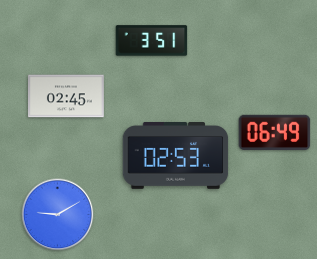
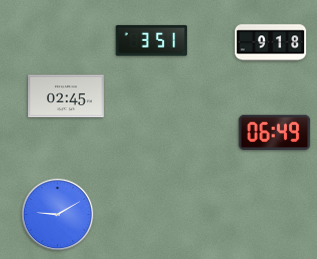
clock at (271, 43): none -> 9:18
clock at (176, 156): 02:53 -> none
